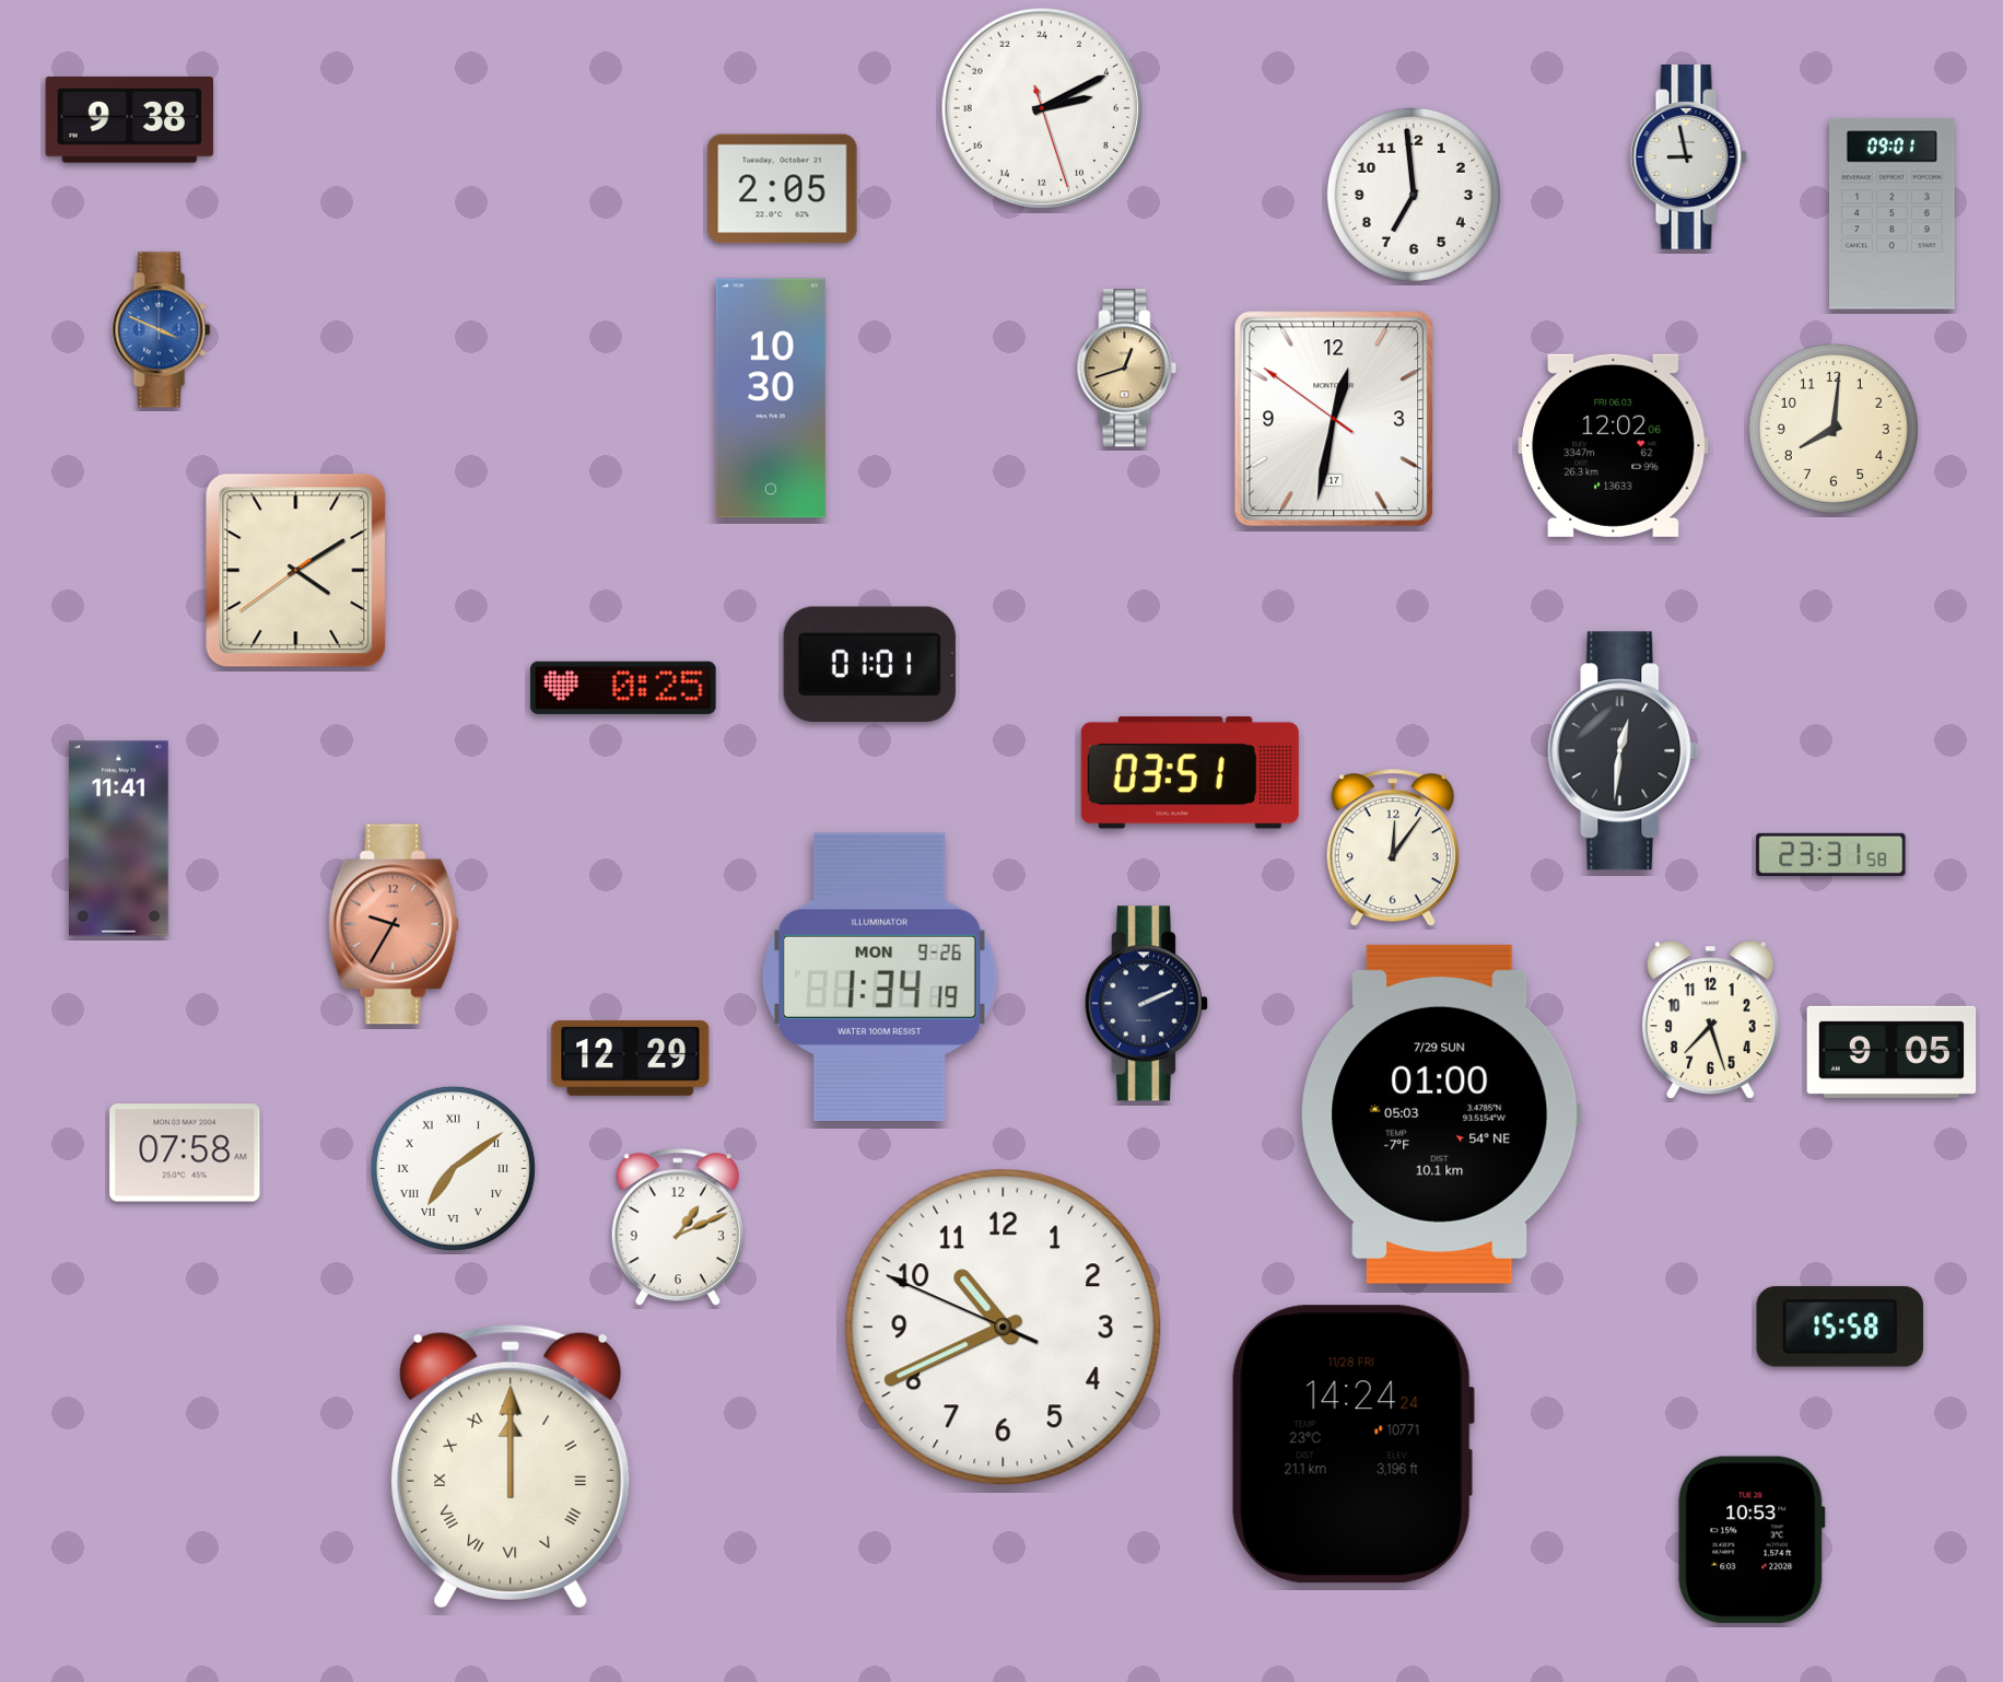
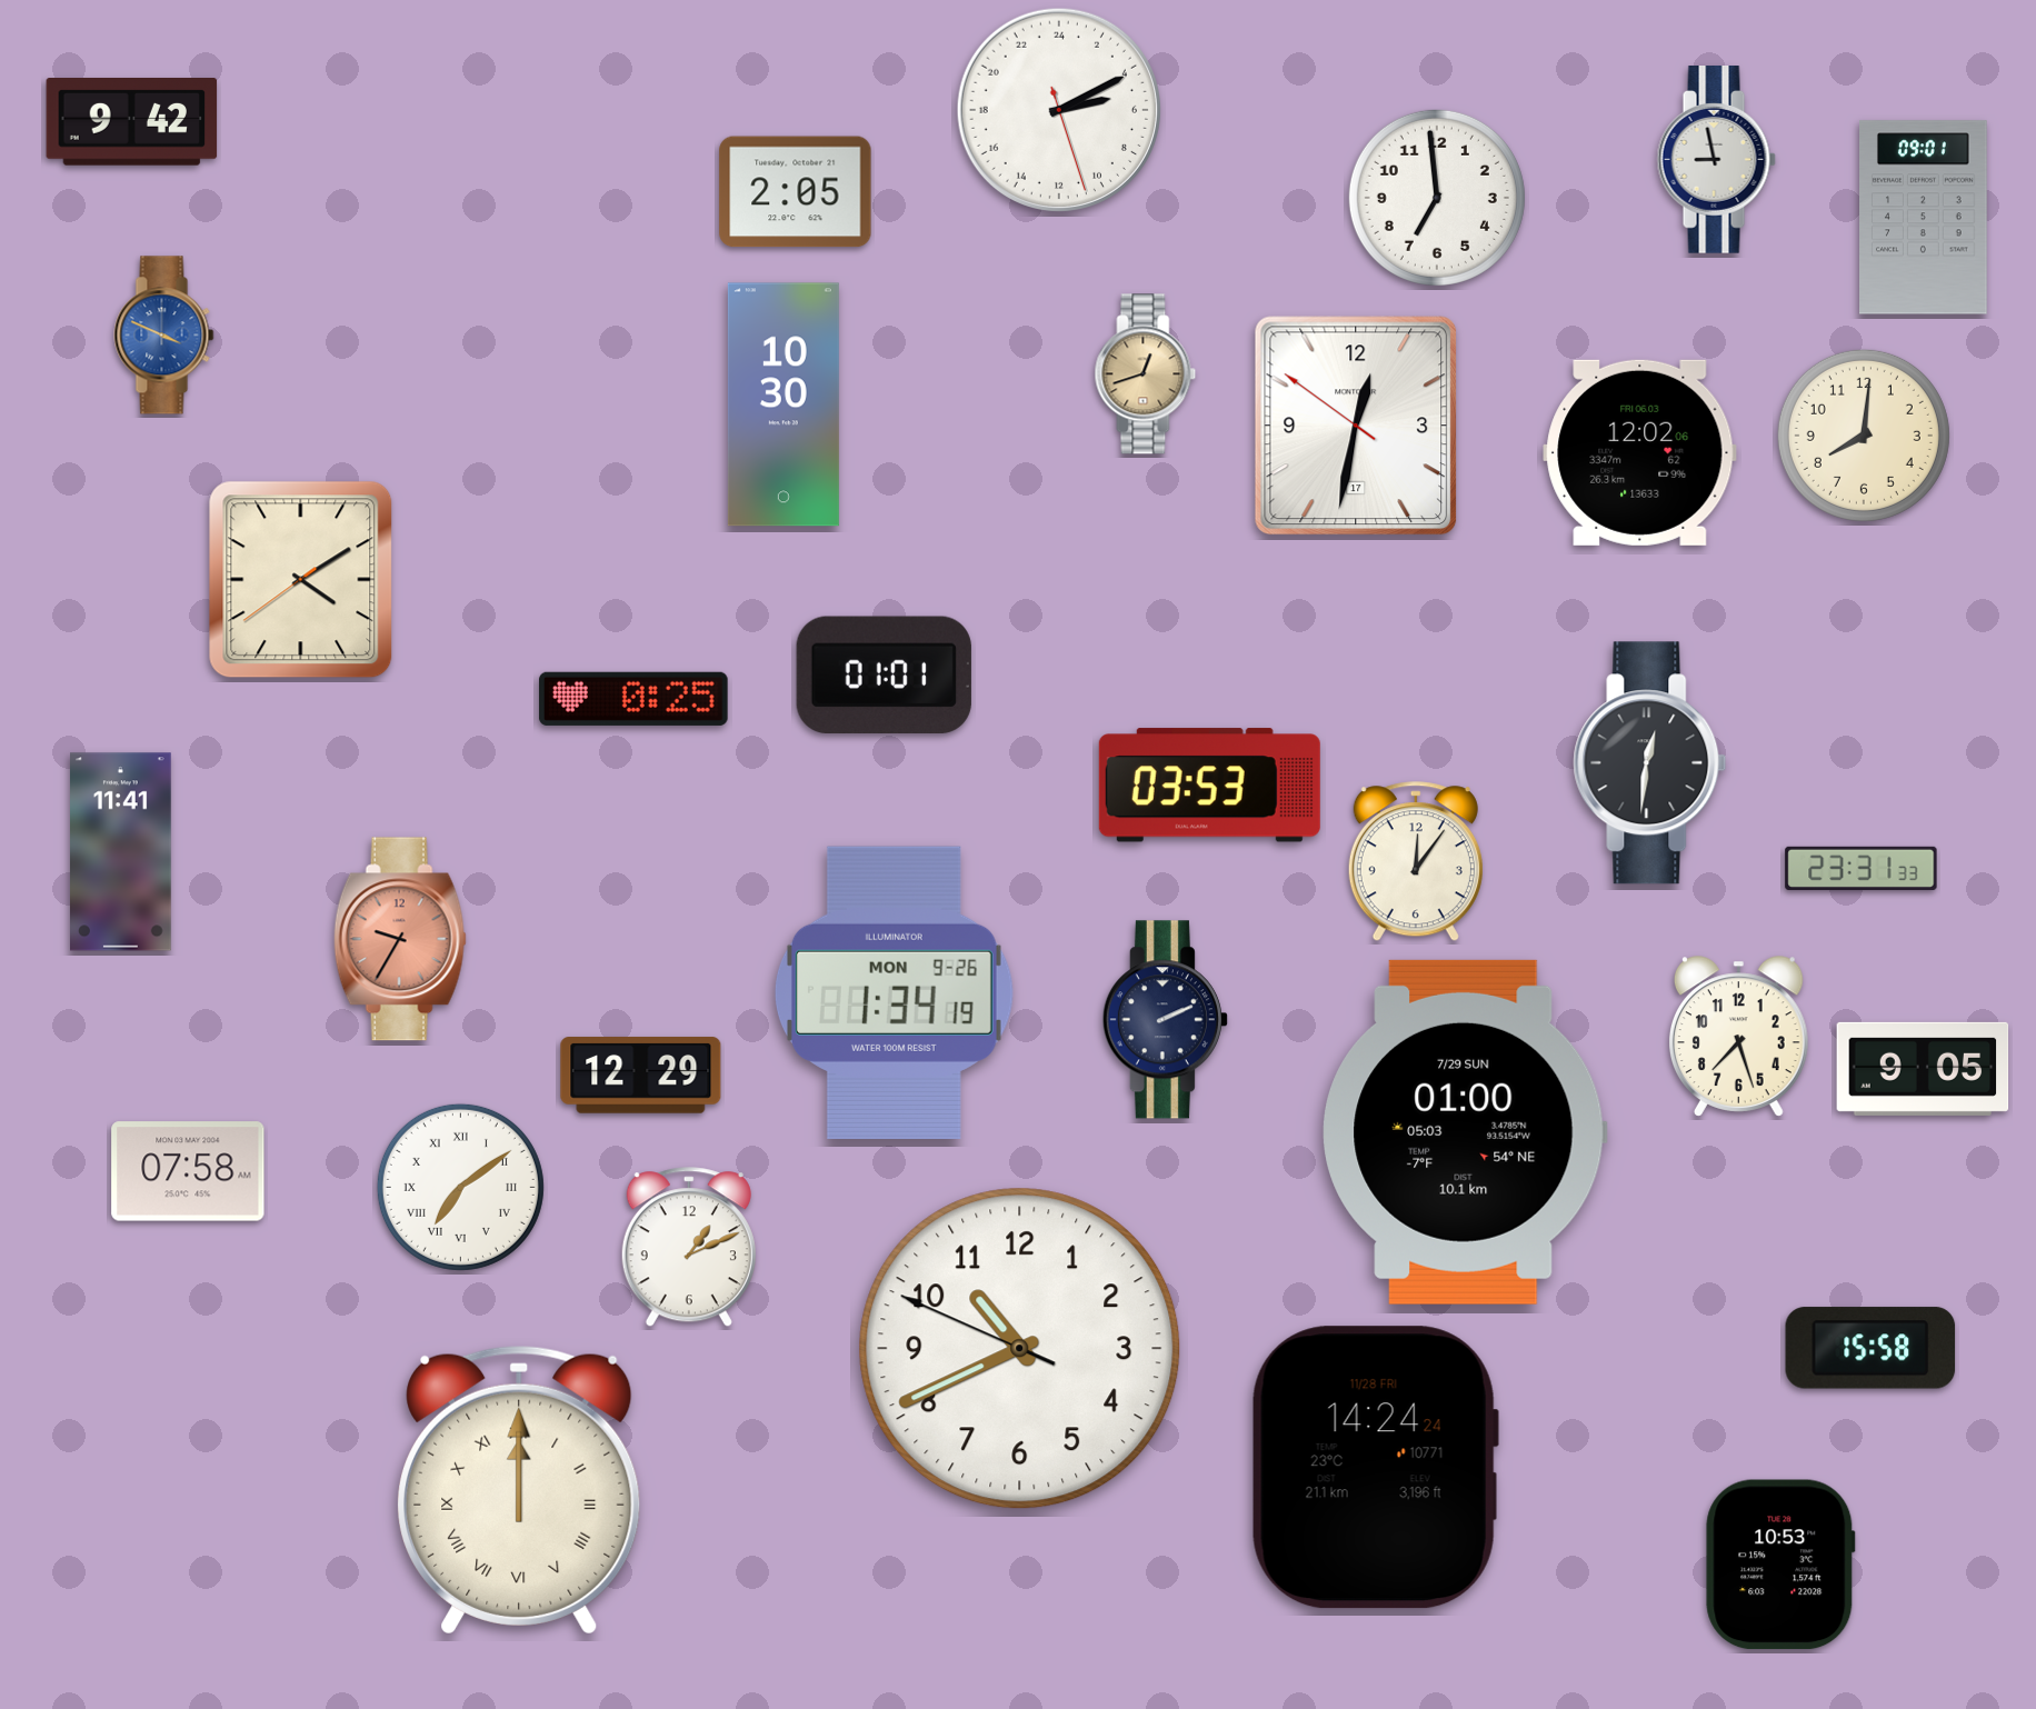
clock at (130, 120): 9:38 -> 9:42
clock at (1190, 773): 03:51 -> 03:53
clock at (1831, 854): 23:31:58 -> 23:31:33
